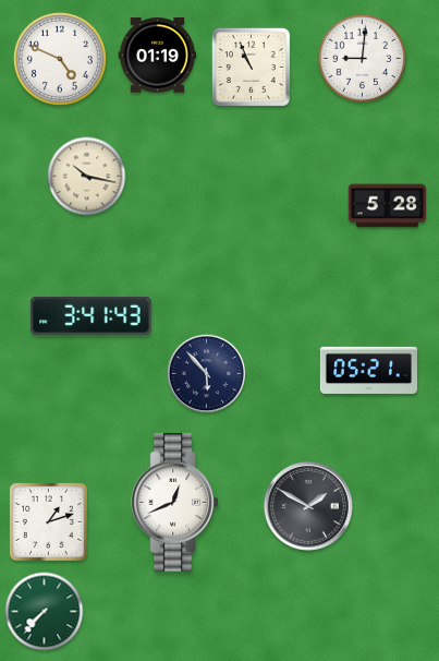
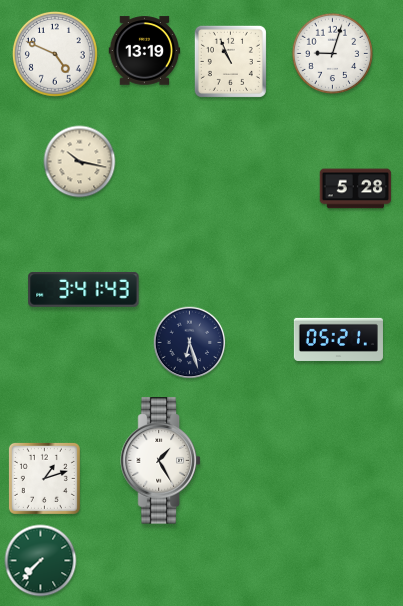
clock at (158, 56): 01:19 -> 13:19
clock at (362, 58): 9:01 -> 9:03
clock at (207, 374): 5:53 -> 6:27
clock at (175, 503): 12:41 -> 1:25
clock at (308, 506): 1:50 -> none
